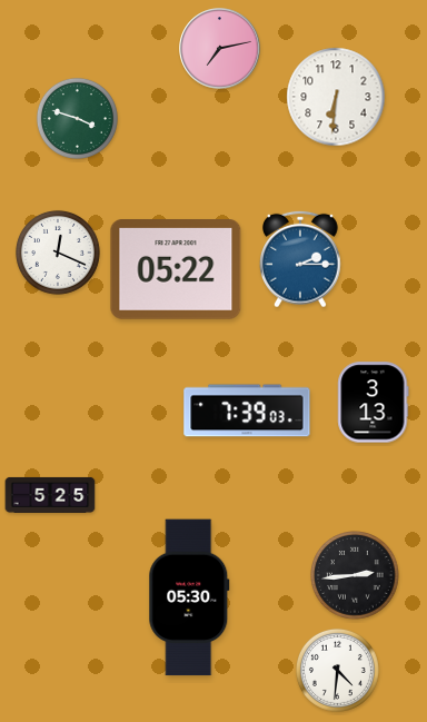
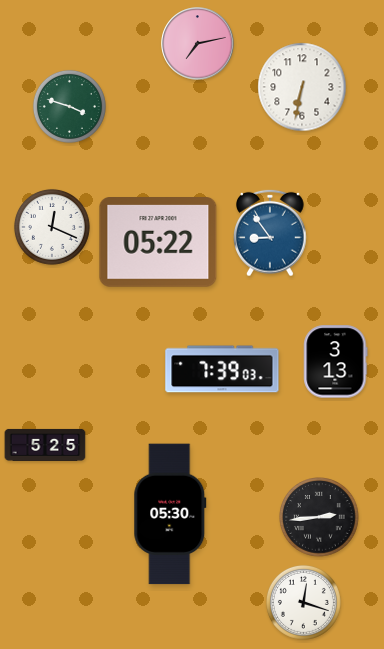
clock at (336, 97): 6:31 -> 6:32
clock at (301, 259): 2:15 -> 8:54
clock at (189, 597) position: (189, 597) -> (170, 514)
clock at (337, 670): 4:31 -> 12:18
